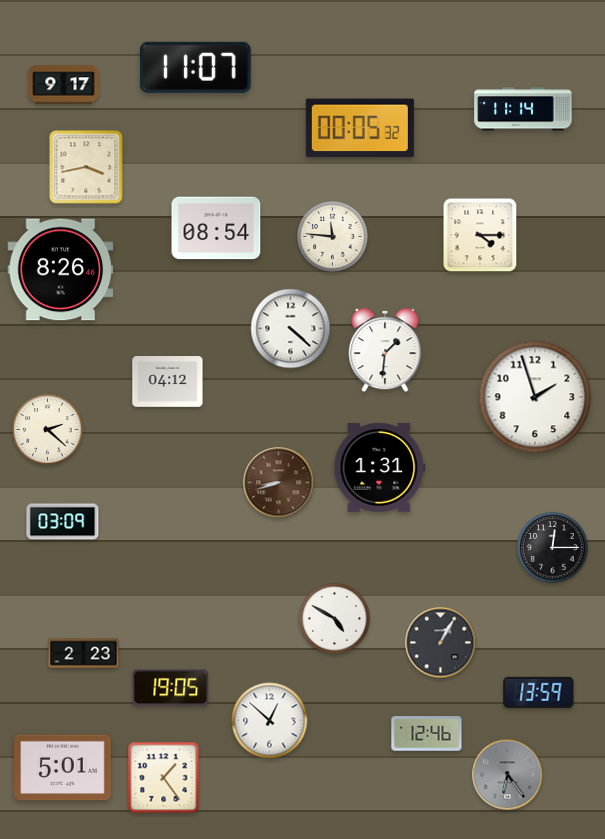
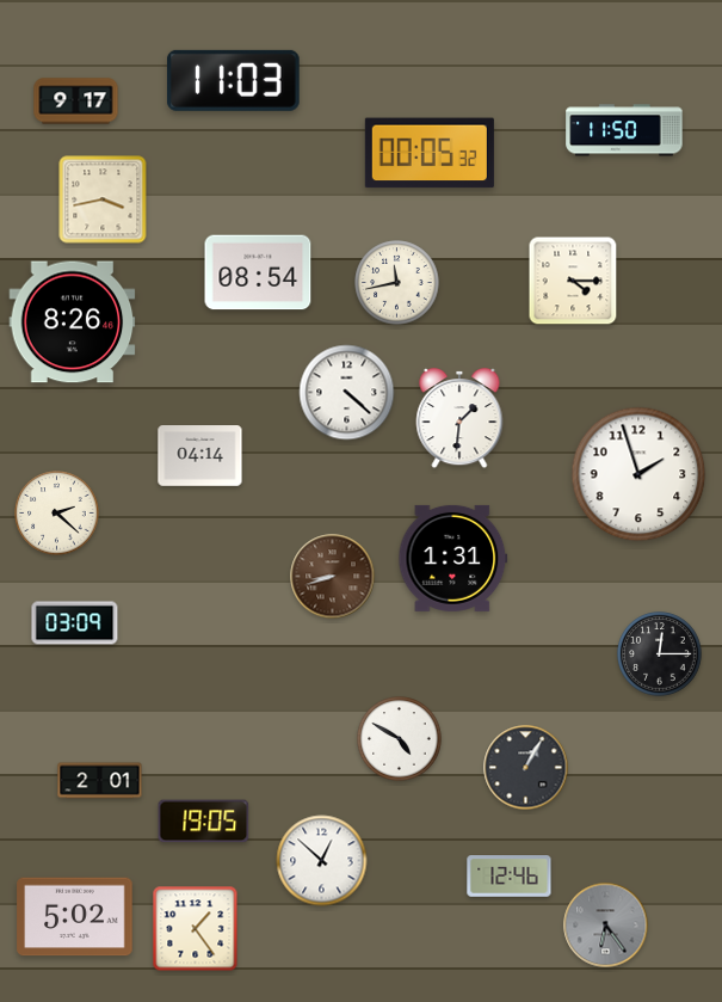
clock at (195, 67): 11:07 -> 11:03
clock at (523, 109): 11:14 -> 11:50
clock at (333, 237): 11:46 -> 11:43
clock at (168, 382): 04:12 -> 04:14
clock at (84, 654): 2:23 -> 2:01
clock at (539, 692): 13:59 -> none
clock at (63, 768): 5:01 -> 5:02
